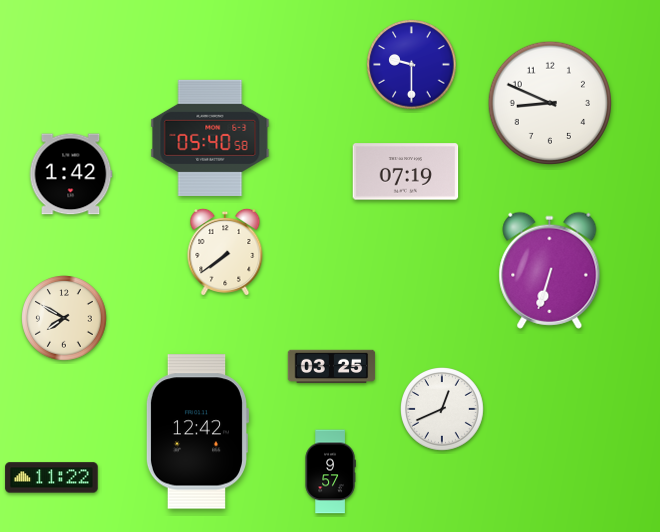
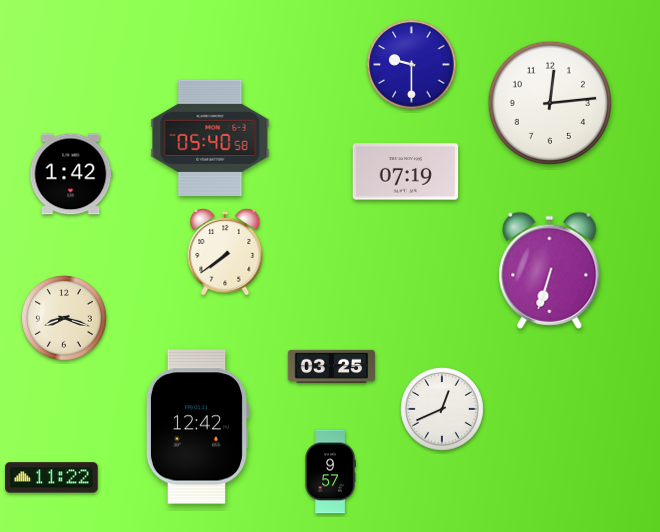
clock at (550, 103): 8:49 -> 12:14
clock at (64, 318): 7:50 -> 8:18
clock at (196, 432) position: (196, 432) -> (196, 427)
